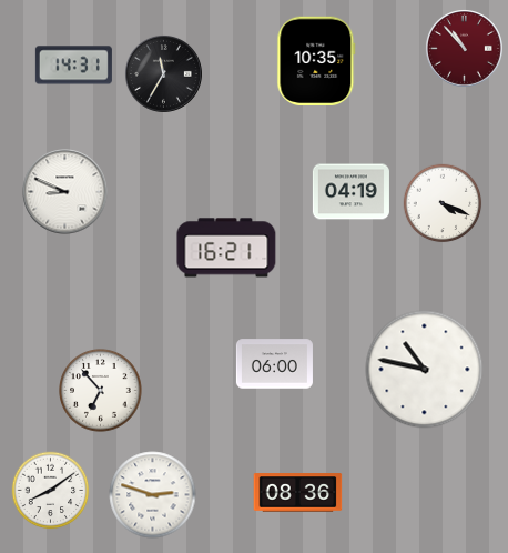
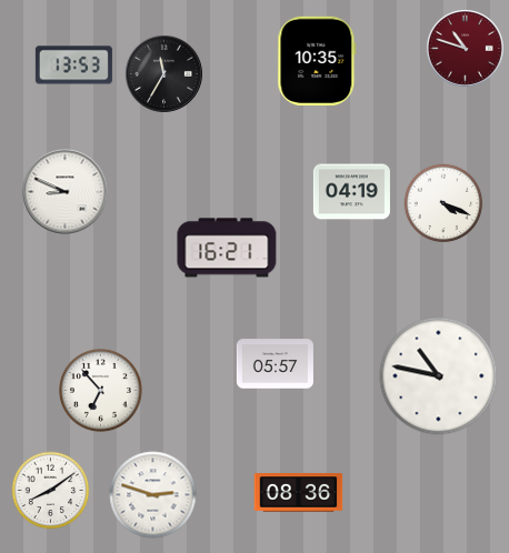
clock at (465, 49): 10:53 -> 10:48
clock at (73, 66): 14:31 -> 13:53
clock at (274, 364): 06:00 -> 05:57
clock at (425, 370) position: (425, 370) -> (439, 376)
